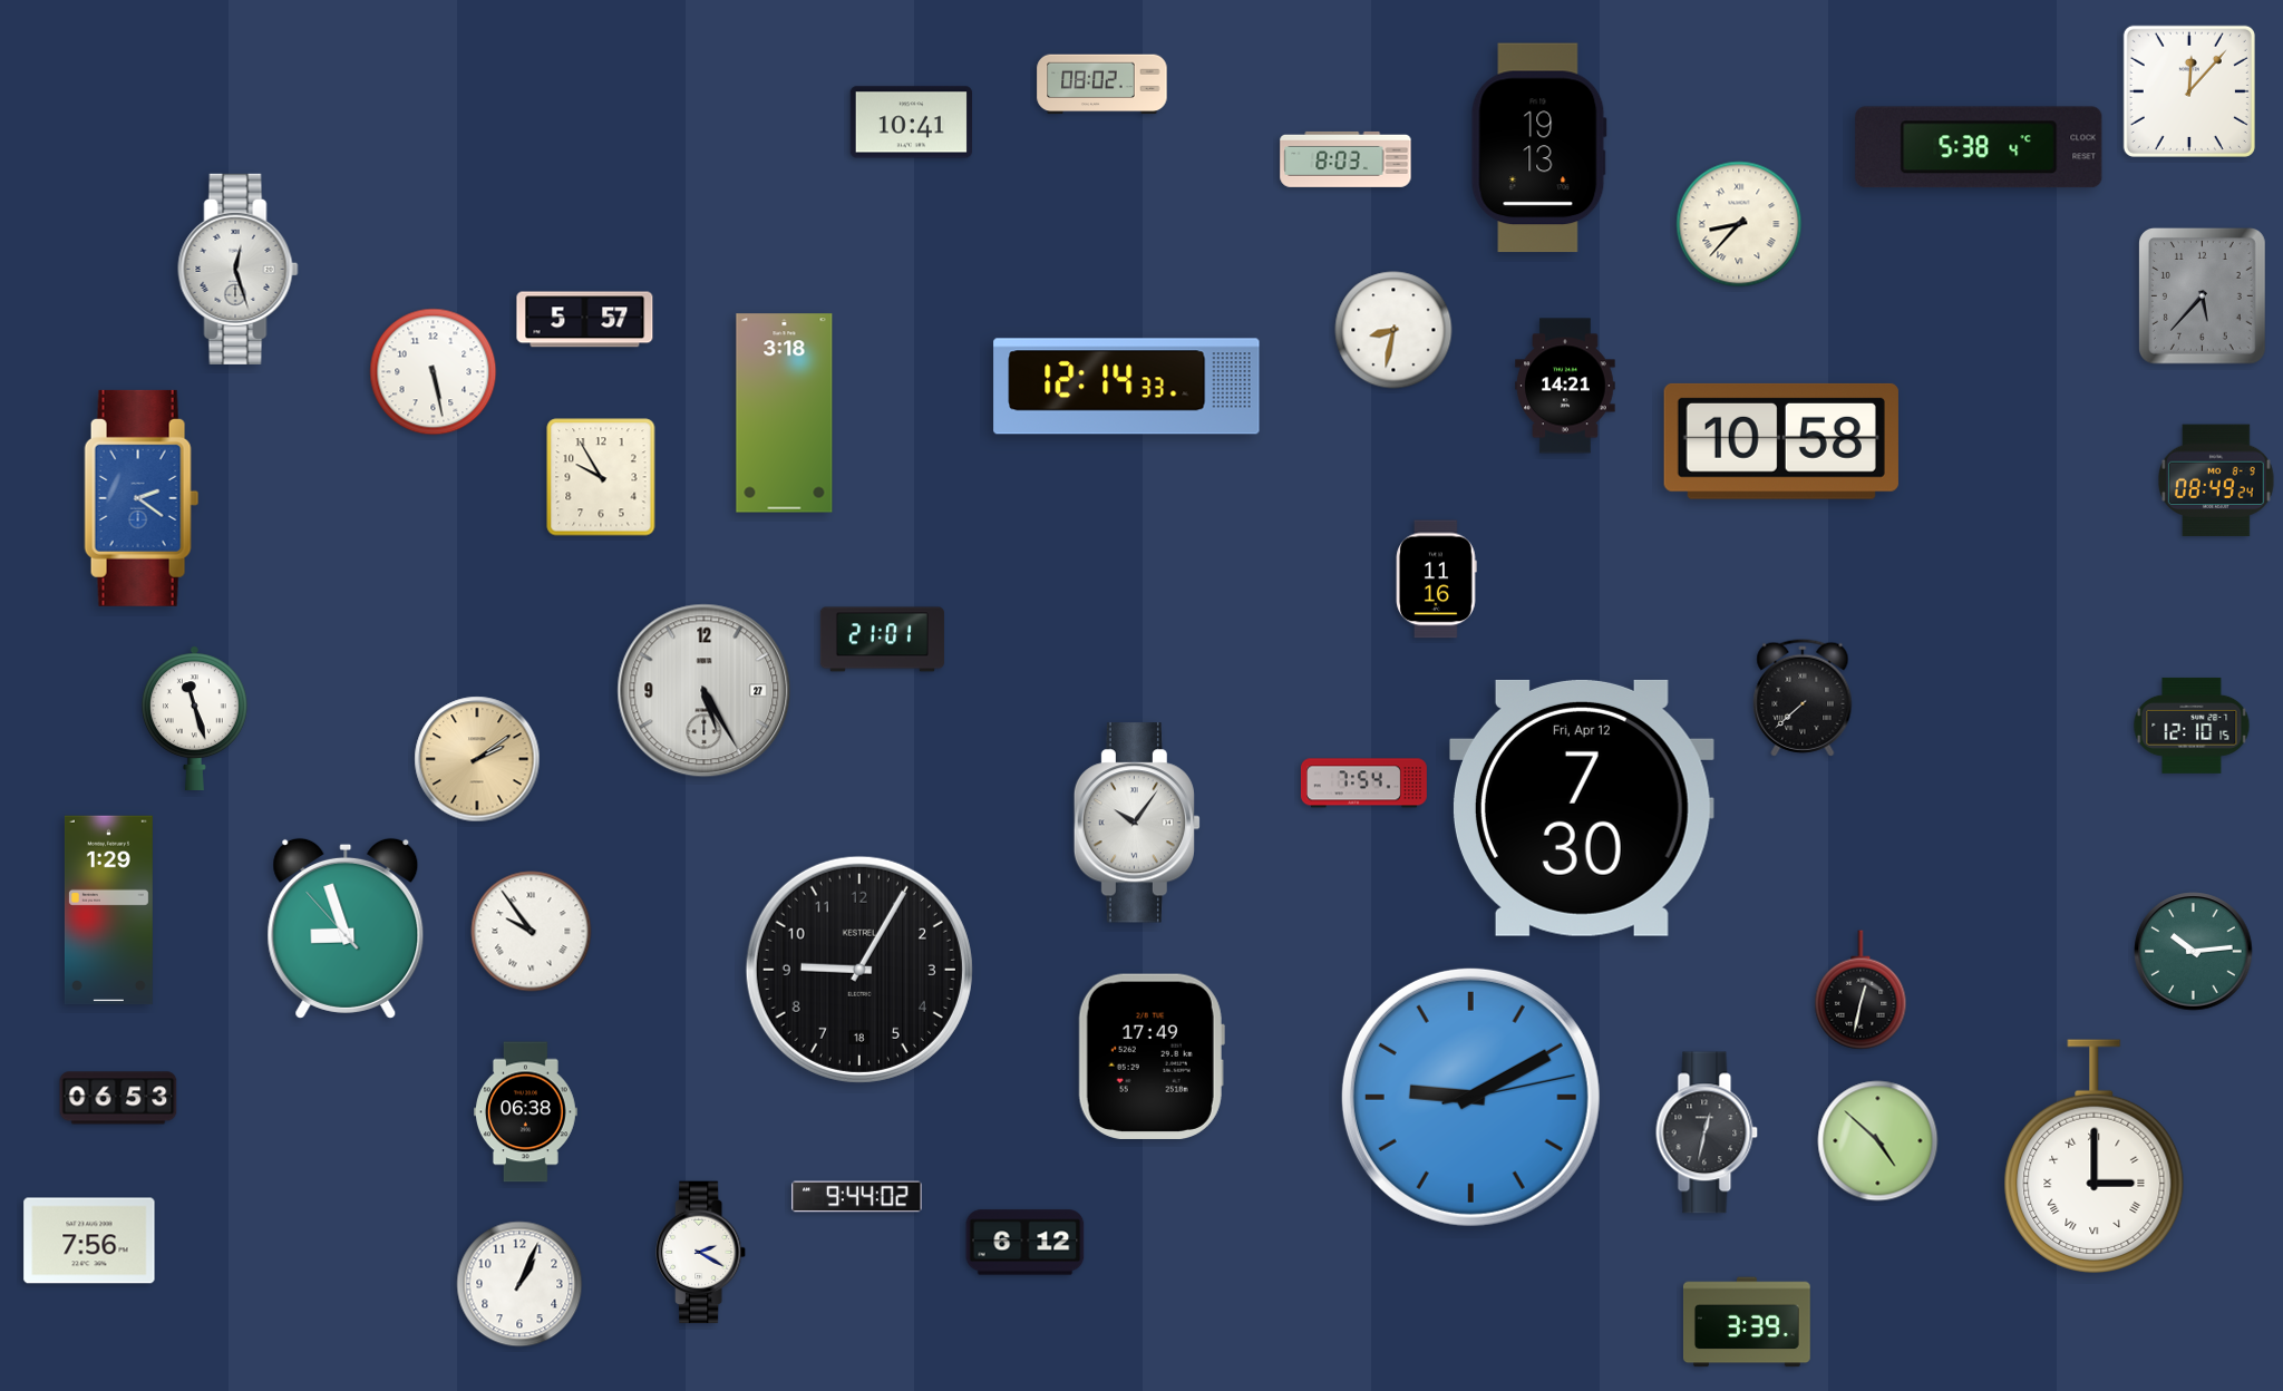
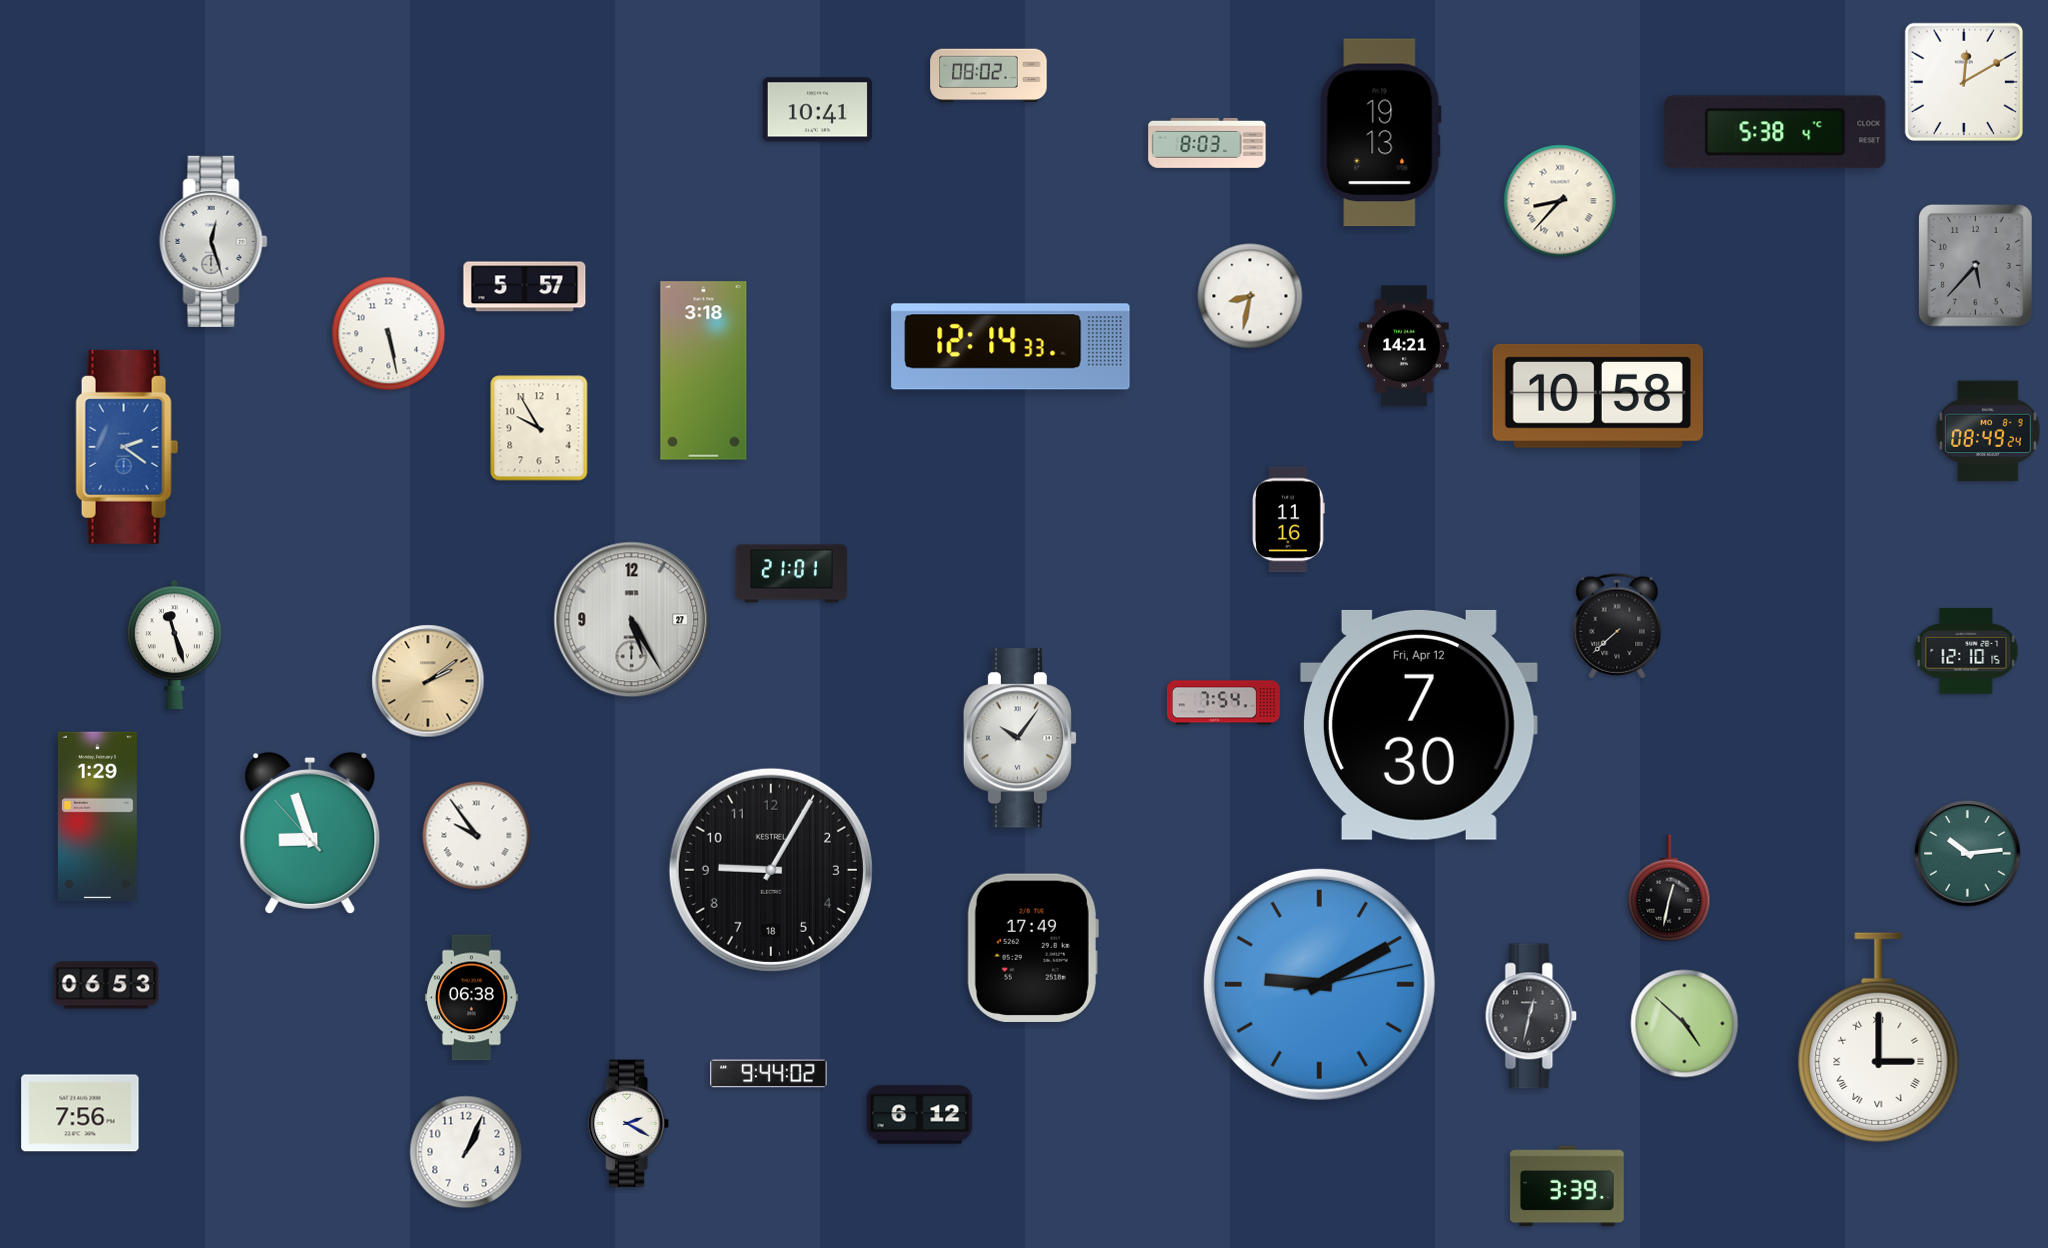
clock at (2189, 91): 12:07 -> 12:10
